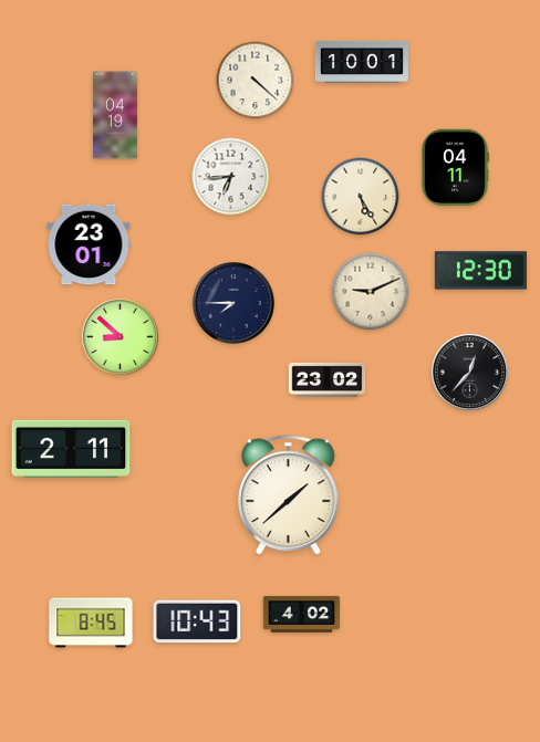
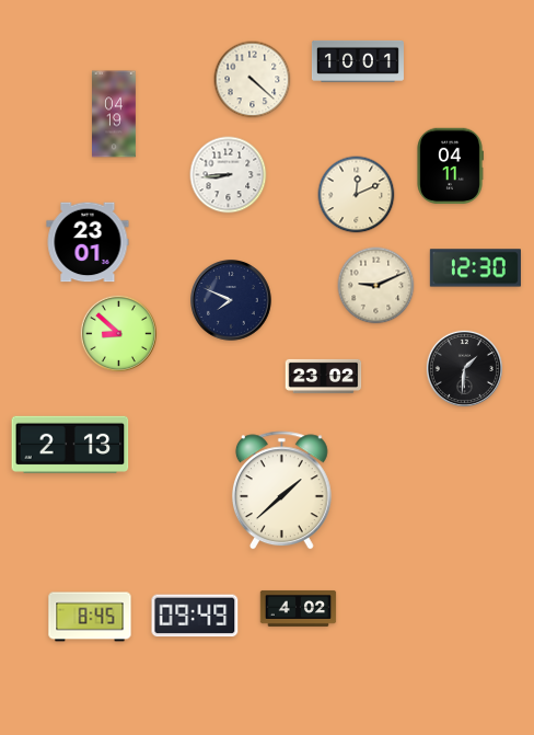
clock at (231, 177): 6:44 -> 8:44
clock at (361, 197): 5:25 -> 12:11
clock at (371, 292) position: (371, 292) -> (376, 286)
clock at (235, 304): 7:45 -> 7:49
clock at (469, 372): 12:37 -> 1:31
clock at (71, 449): 2:11 -> 2:13
clock at (288, 495) position: (288, 495) -> (281, 491)
clock at (197, 621): 10:43 -> 09:49
